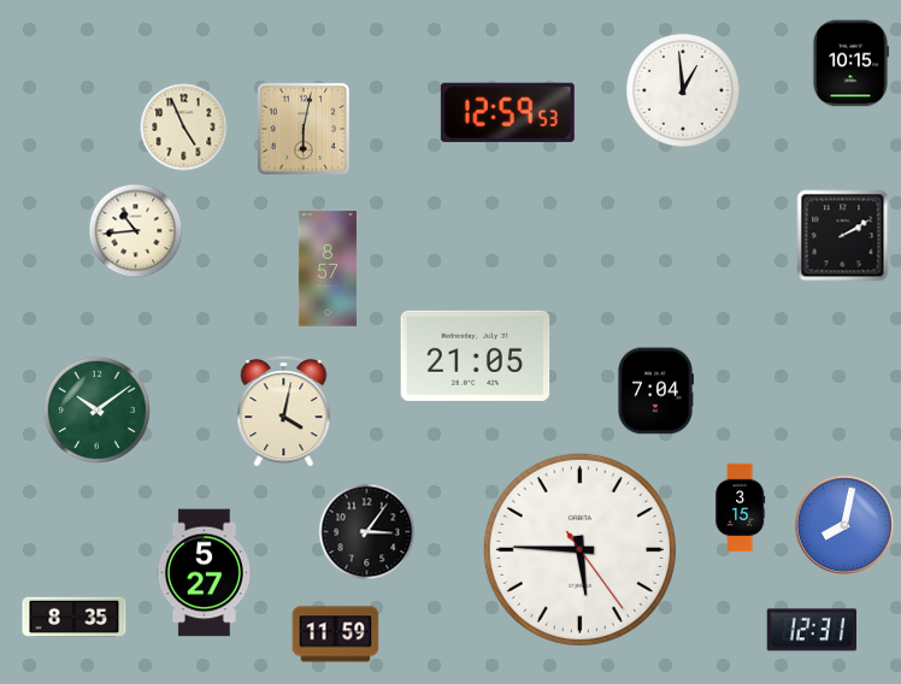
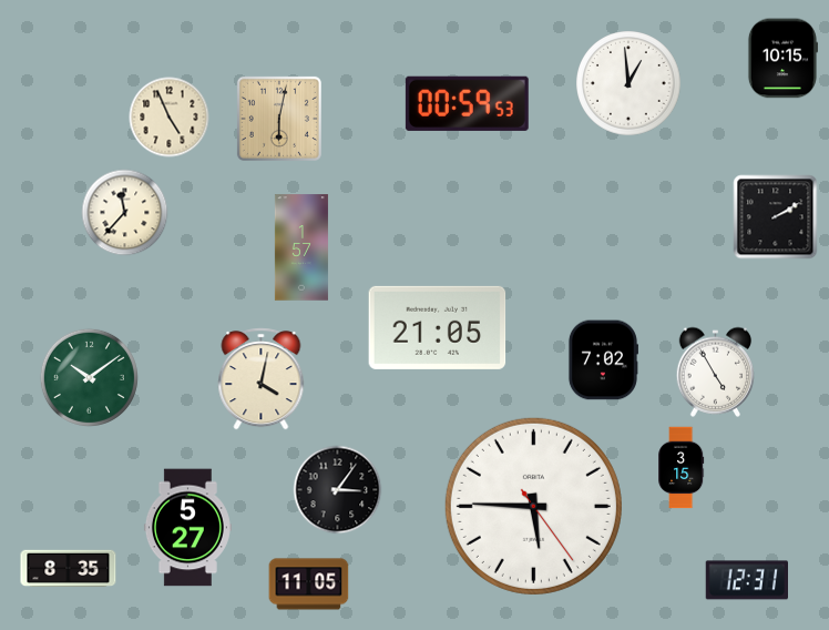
clock at (507, 112): 12:59 -> 00:59
clock at (136, 231): 10:44 -> 11:37
clock at (328, 269): 8:57 -> 1:57
clock at (655, 391): 7:04 -> 7:02
clock at (716, 372): none -> 4:55
clock at (844, 525): 8:02 -> none
clock at (336, 635): 11:59 -> 11:05
